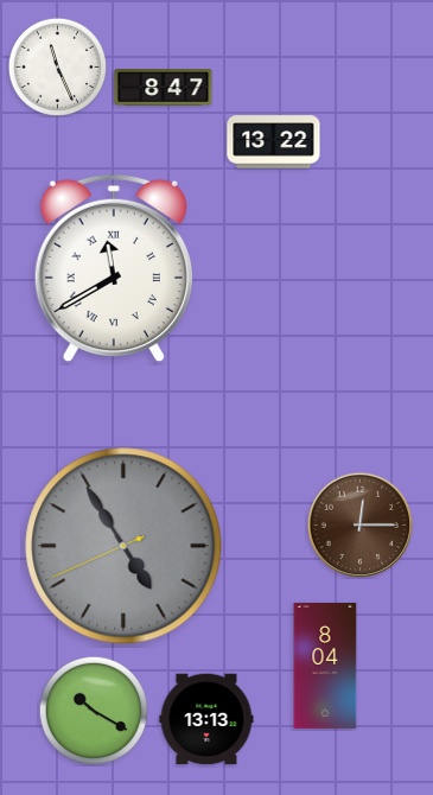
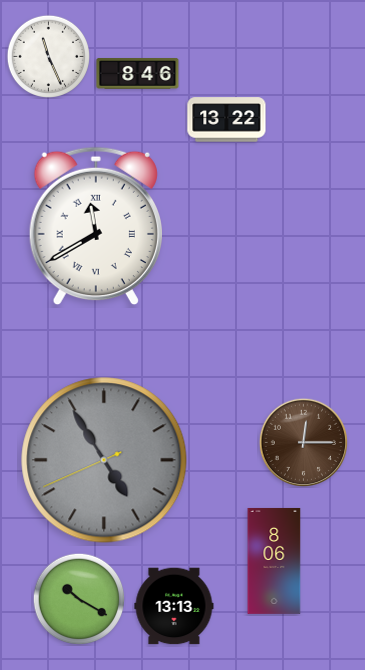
clock at (164, 88): 8:47 -> 8:46
clock at (274, 142) position: (274, 142) -> (227, 120)
clock at (325, 666): 8:04 -> 8:06
